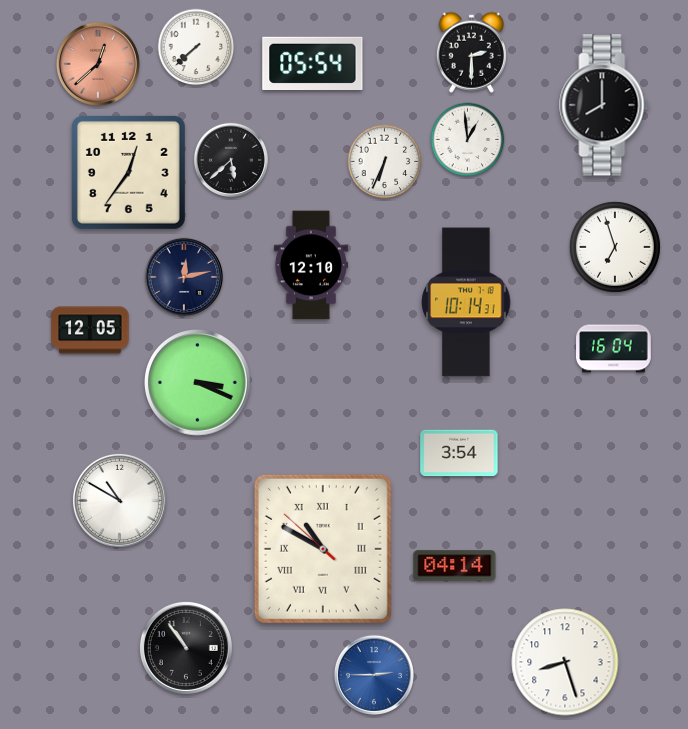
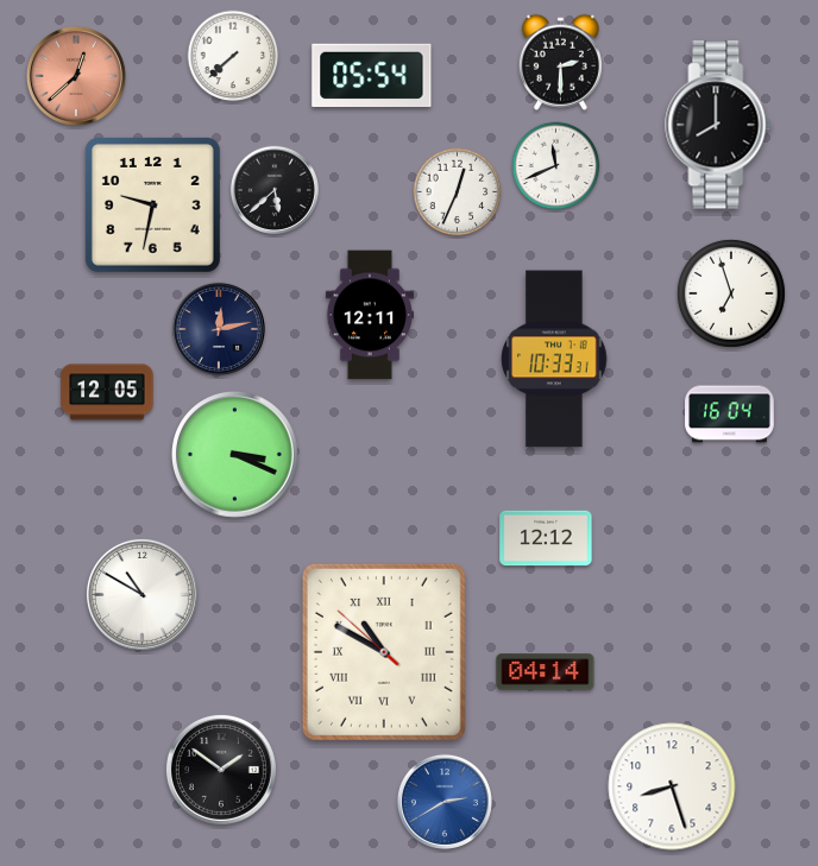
clock at (98, 64) position: (98, 64) -> (76, 76)
clock at (468, 140): 12:59 -> 11:41
clock at (385, 162): 6:34 -> 12:34
clock at (128, 172): 12:36 -> 9:32
clock at (311, 265): 12:10 -> 12:11
clock at (466, 302): 10:14 -> 10:33
clock at (459, 453): 3:54 -> 12:12
clock at (455, 566) position: (455, 566) -> (546, 672)
clock at (186, 648): 10:54 -> 1:51
clock at (374, 675): 2:45 -> 2:40
